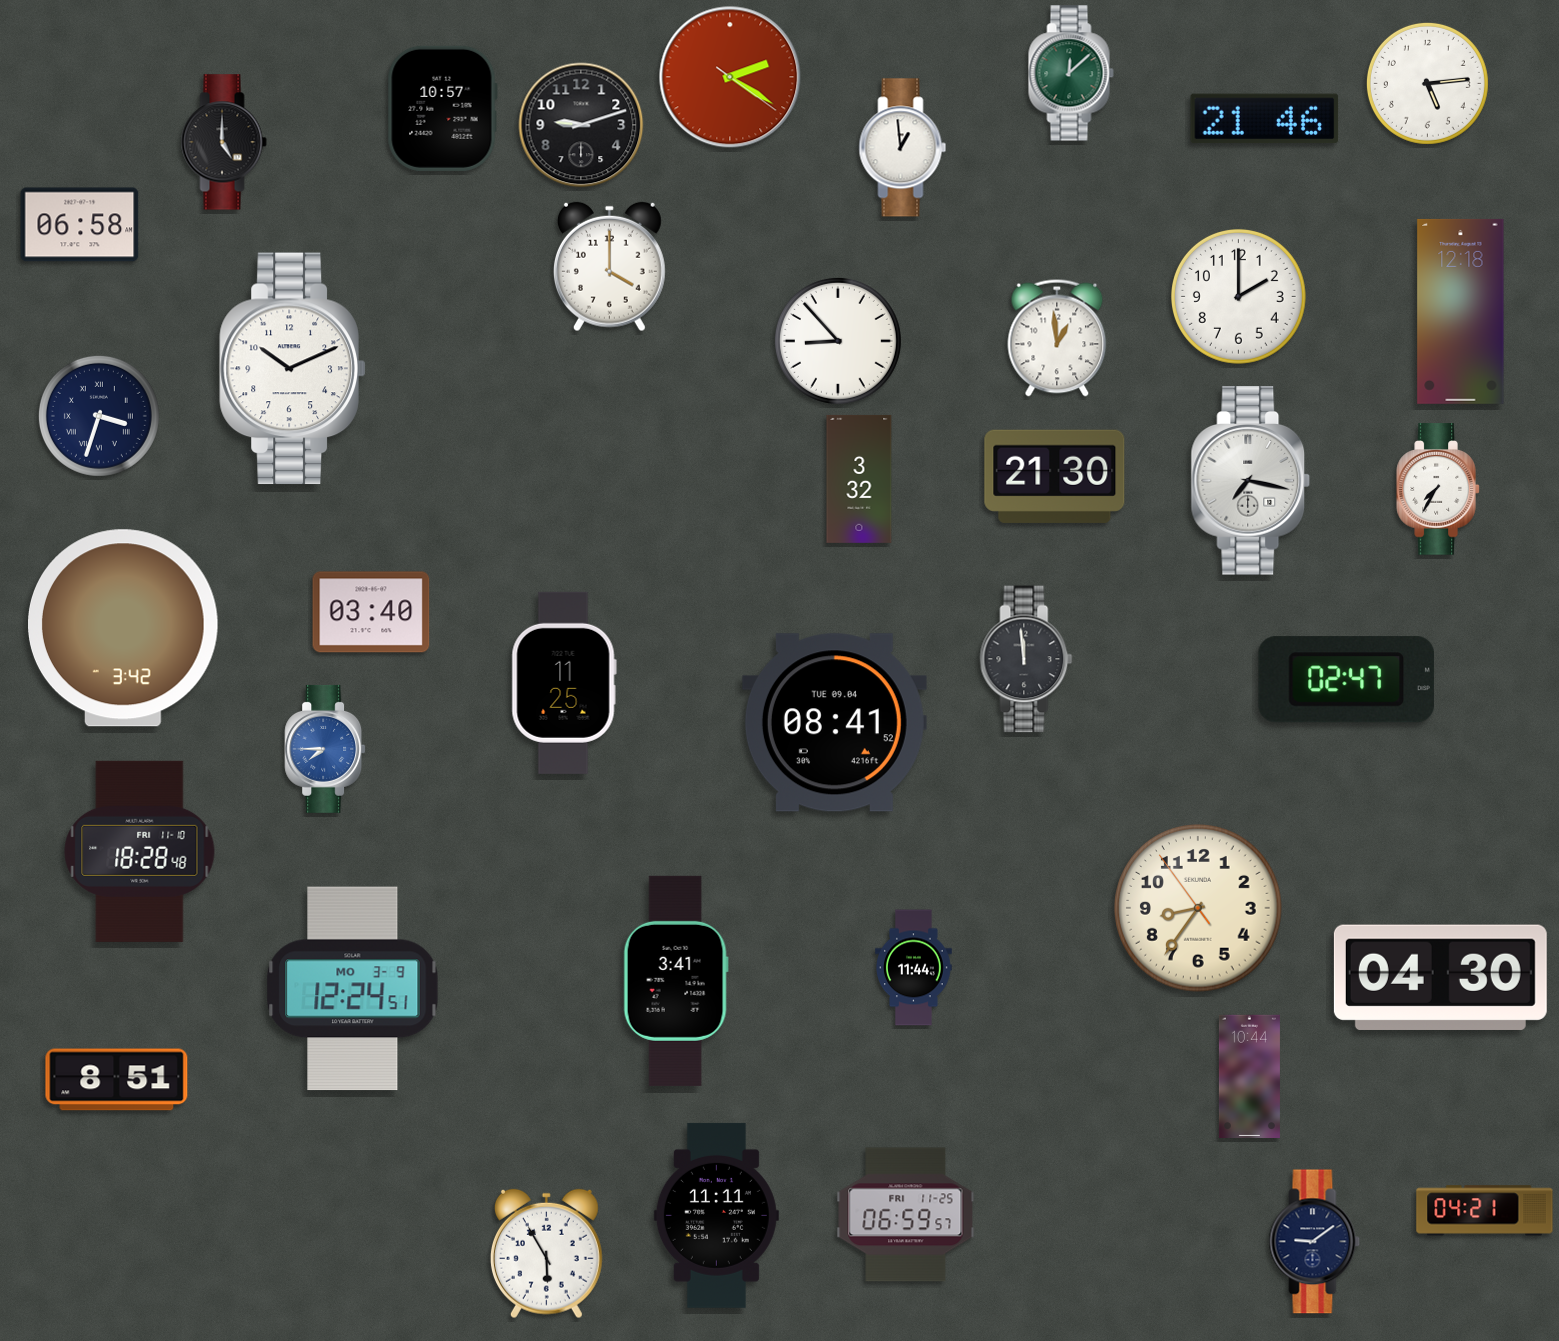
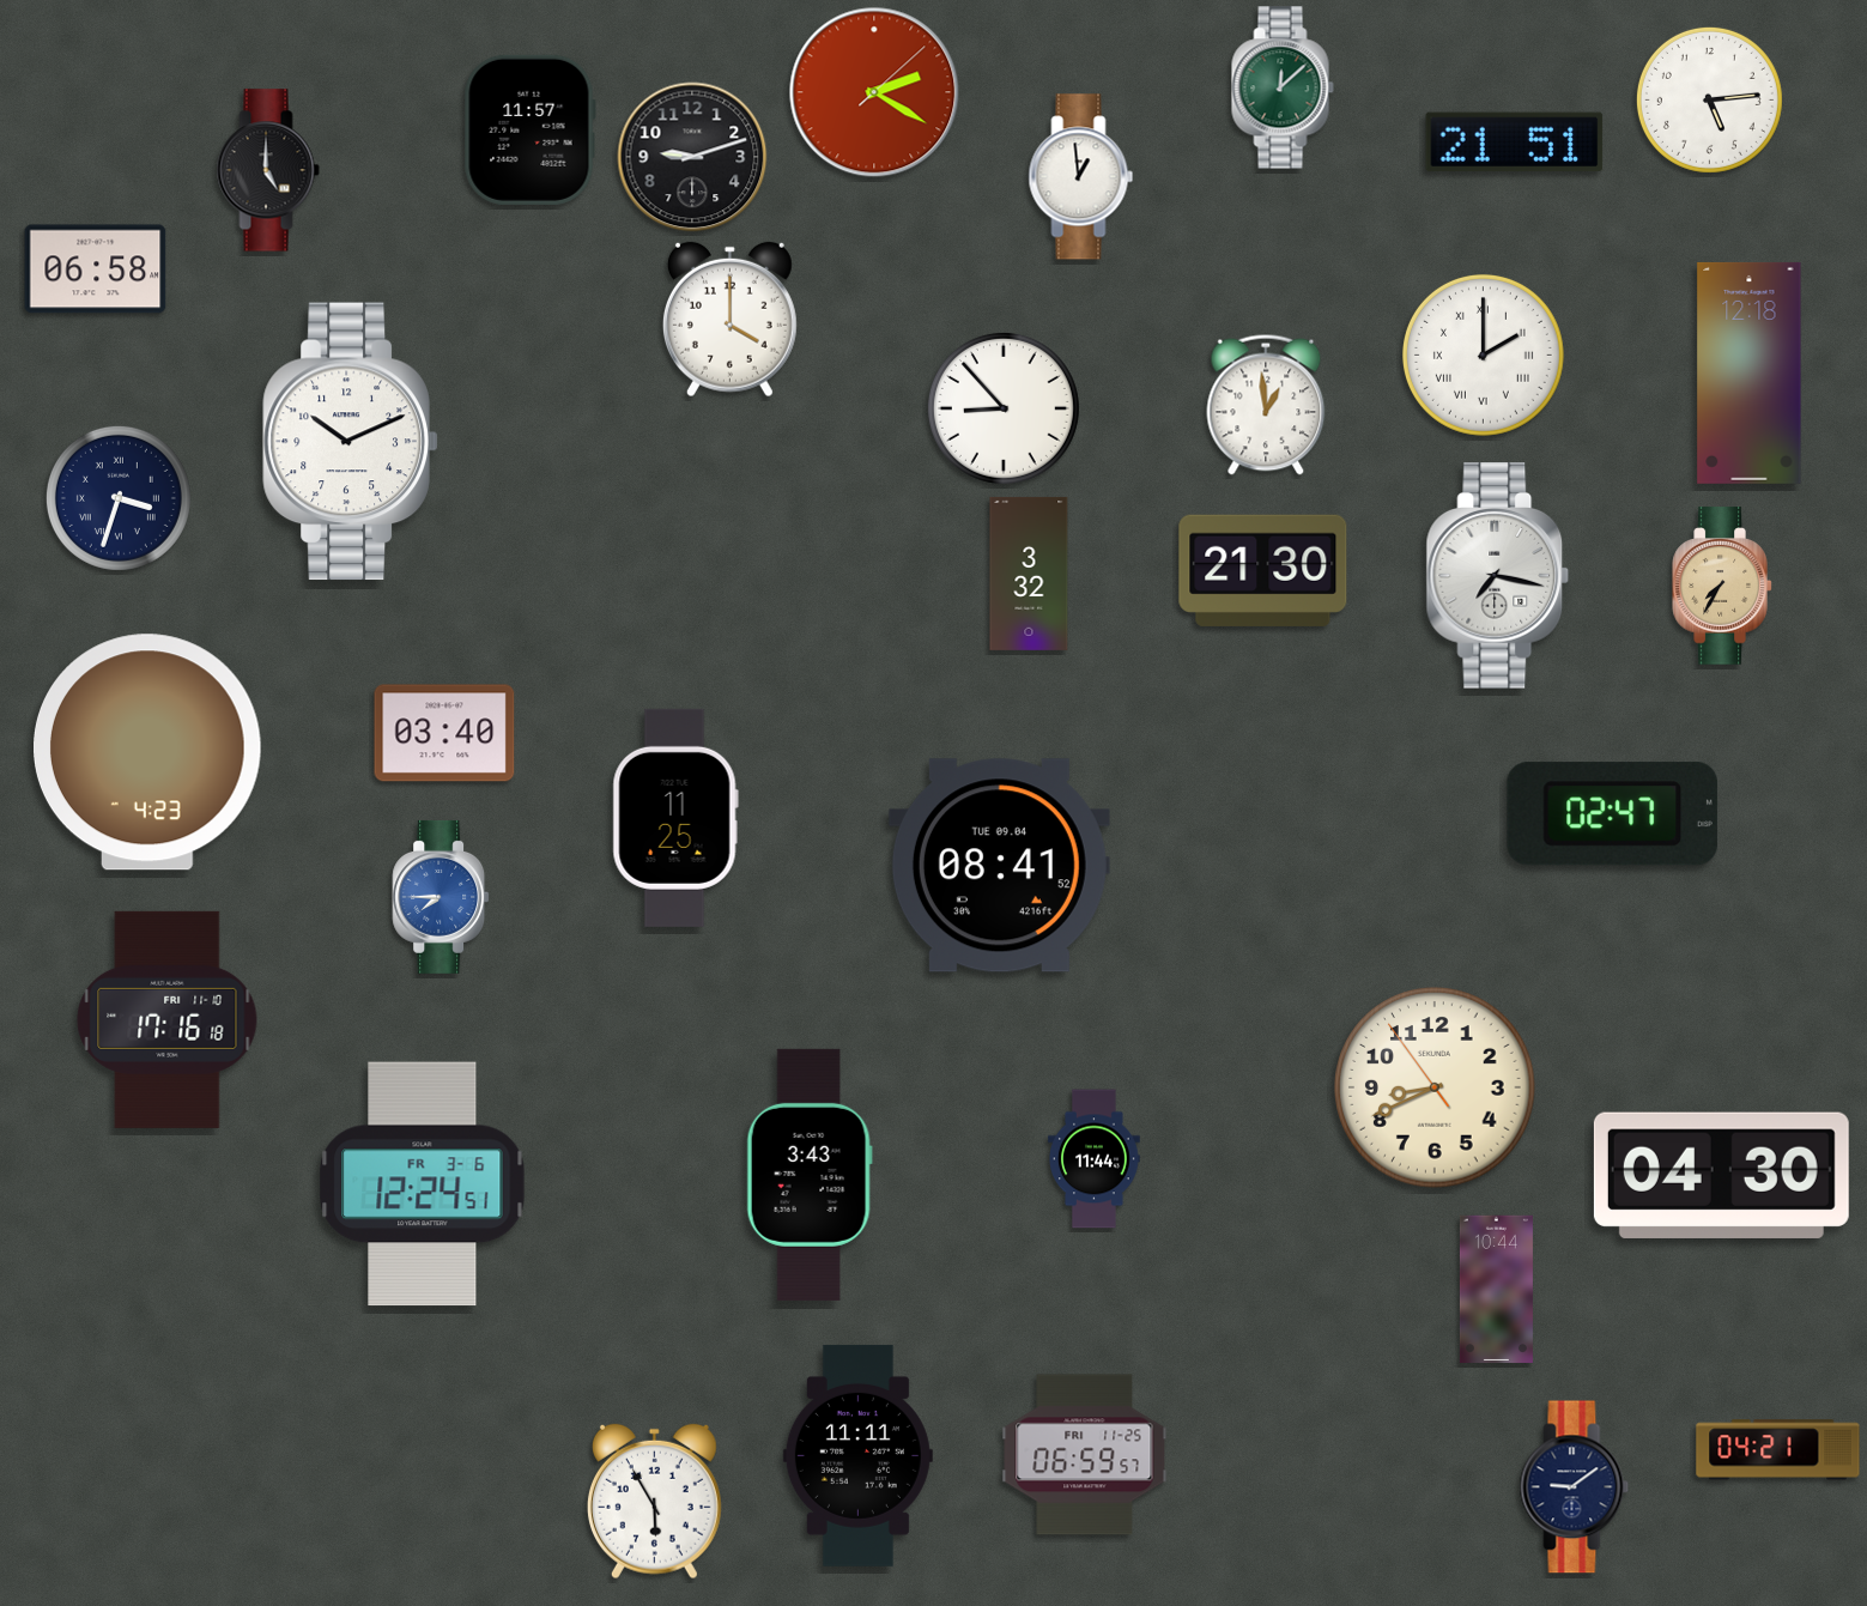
clock at (730, 77): 2:20:21 -> 2:20:08
clock at (442, 108): 10:57 -> 11:57
clock at (1265, 119): 21:46 -> 21:51
clock at (581, 125) position: (581, 125) -> (692, 157)
clock at (1238, 296) numerals: Arabic -> Roman
clock at (1438, 489) dial: white -> champagne
clock at (124, 628): 3:42 -> 4:23
clock at (1026, 659): 11:59 -> none
clock at (325, 749) position: (325, 749) -> (441, 897)
clock at (140, 851): 18:28 -> 17:16
clock at (1198, 908): 8:35 -> 8:40
clock at (1440, 977) position: (1440, 977) -> (1721, 1175)
clock at (676, 981): 3:41 -> 3:43
clock at (353, 989) date: MO 3-9 -> FR 3-6
clock at (117, 1080): 8:51 -> none
